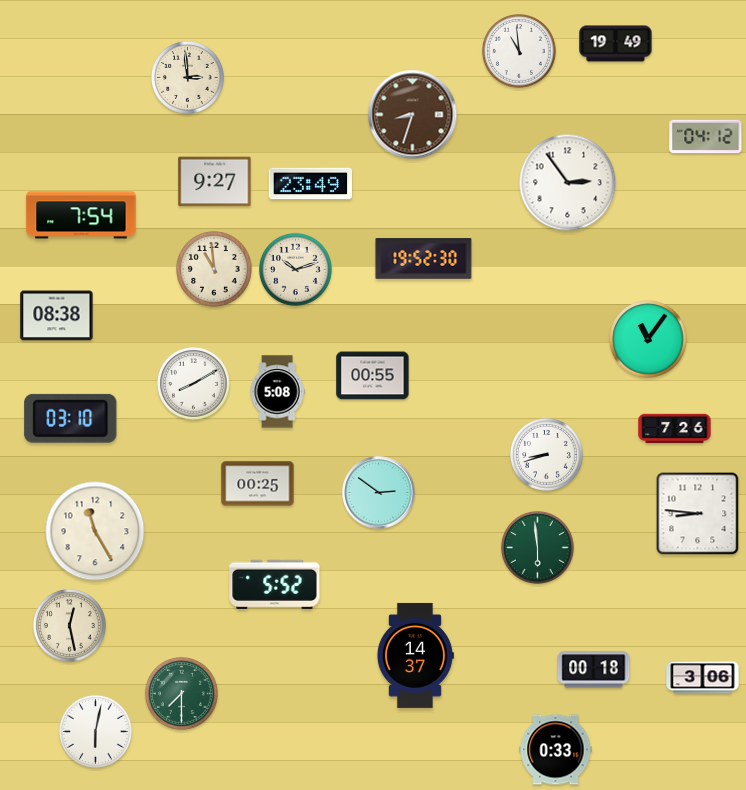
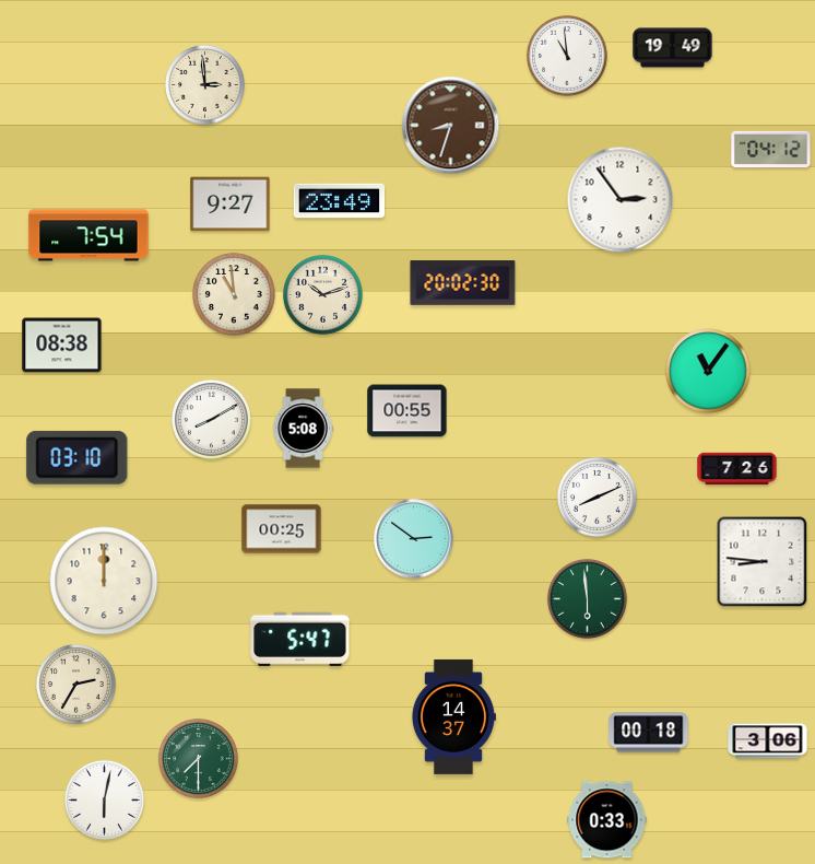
clock at (215, 182) position: (215, 182) -> (231, 205)
clock at (424, 259): 19:52 -> 20:02
clock at (546, 454): 8:42 -> 8:11
clock at (95, 531): 11:25 -> 12:00
clock at (275, 584): 5:52 -> 5:47
clock at (69, 625): 12:28 -> 2:35
